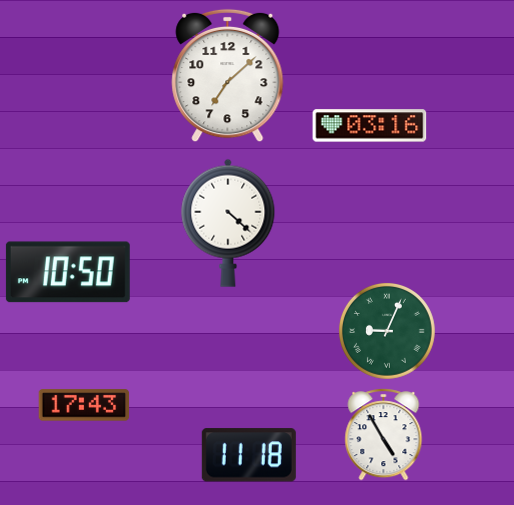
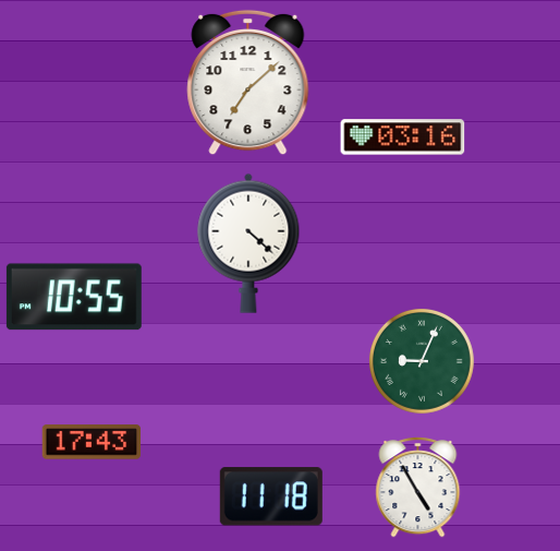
clock at (68, 272): 10:50 -> 10:55
clock at (384, 435) position: (384, 435) -> (418, 488)
